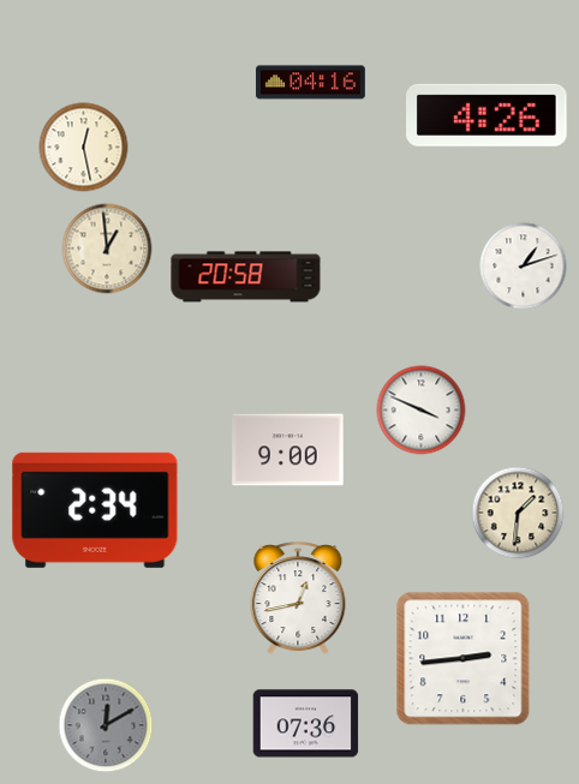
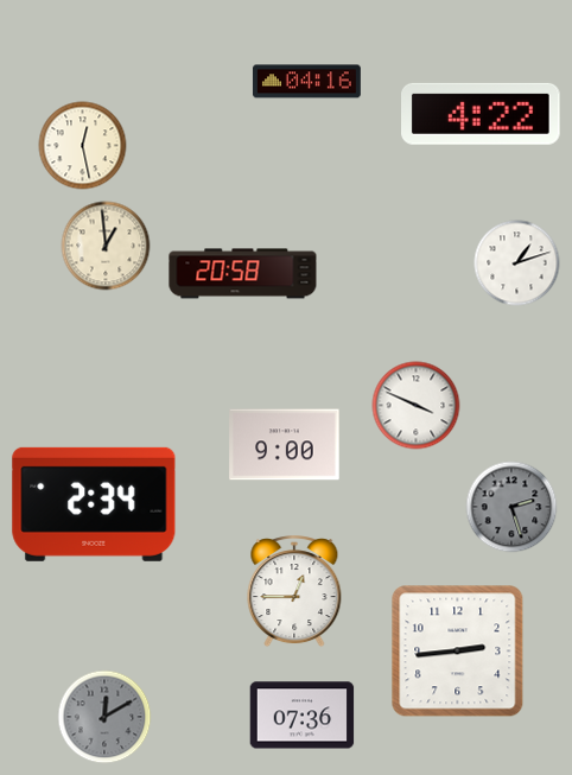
clock at (488, 115): 4:26 -> 4:22
clock at (518, 513): 1:31 -> 2:27
clock at (518, 513) dial: cream -> grey
clock at (298, 599): 12:43 -> 12:45
